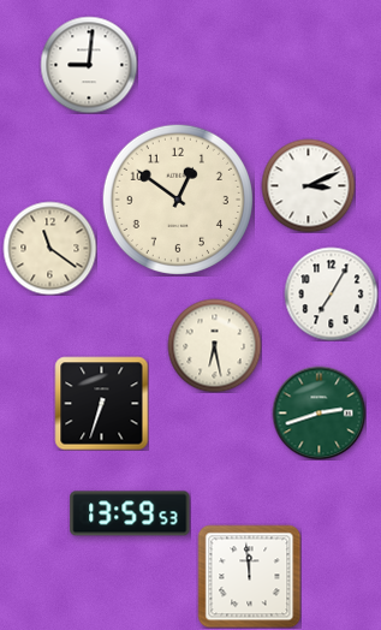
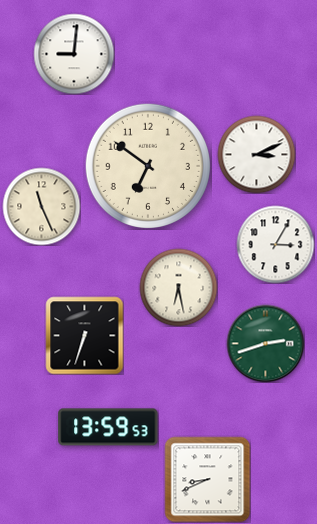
clock at (177, 198): 12:51 -> 6:51
clock at (49, 248): 11:21 -> 11:26
clock at (331, 293): 7:05 -> 3:05
clock at (249, 576): 11:59 -> 8:41
